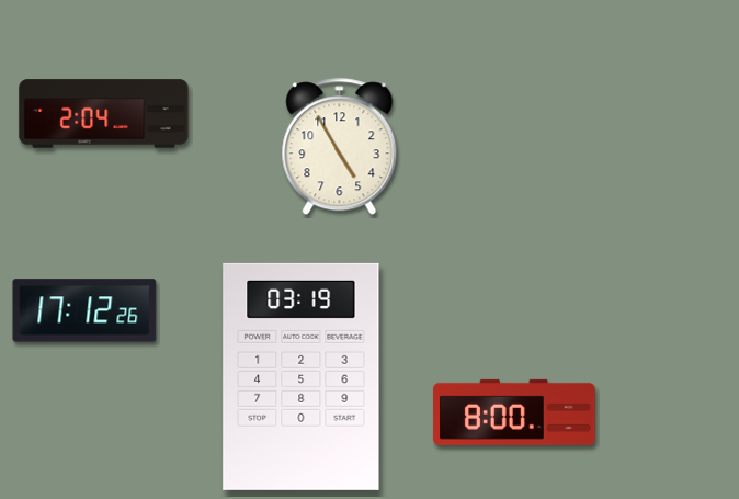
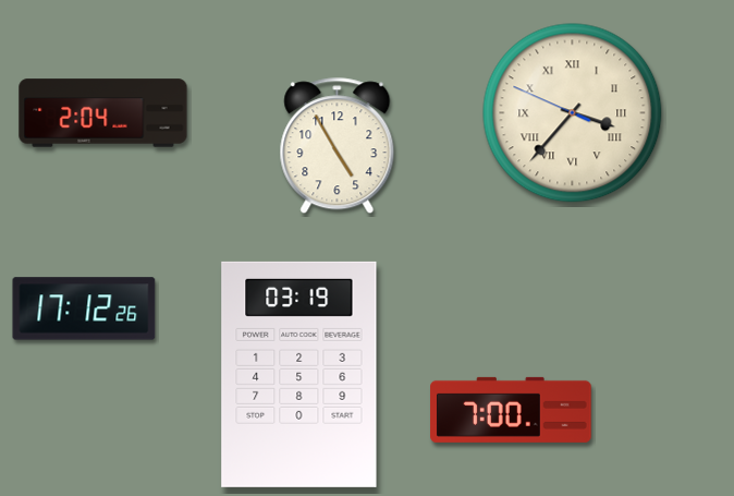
clock at (573, 113): none -> 3:36
clock at (514, 412): 8:00 -> 7:00
